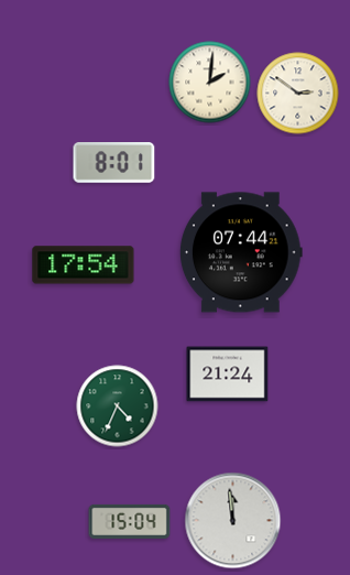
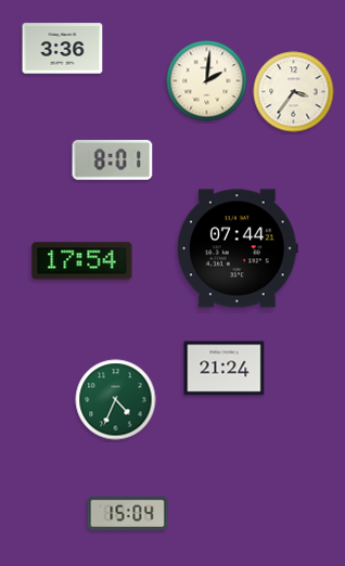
clock at (63, 49): none -> 3:36
clock at (298, 94): 2:51 -> 3:36
clock at (233, 521): 11:59 -> none
